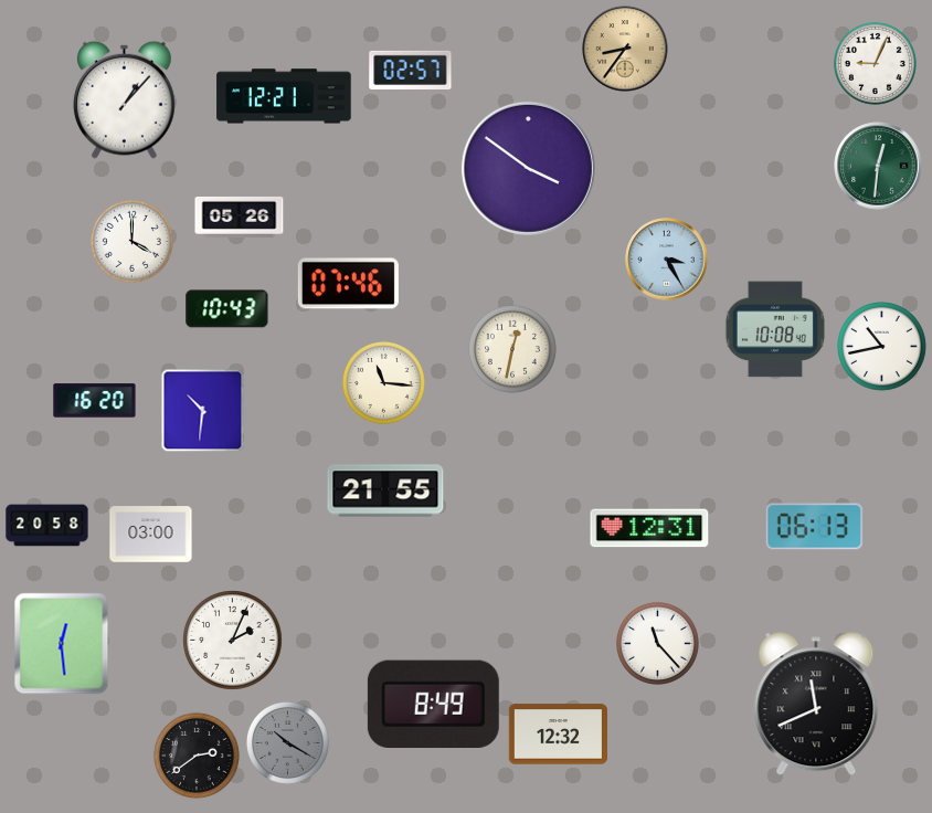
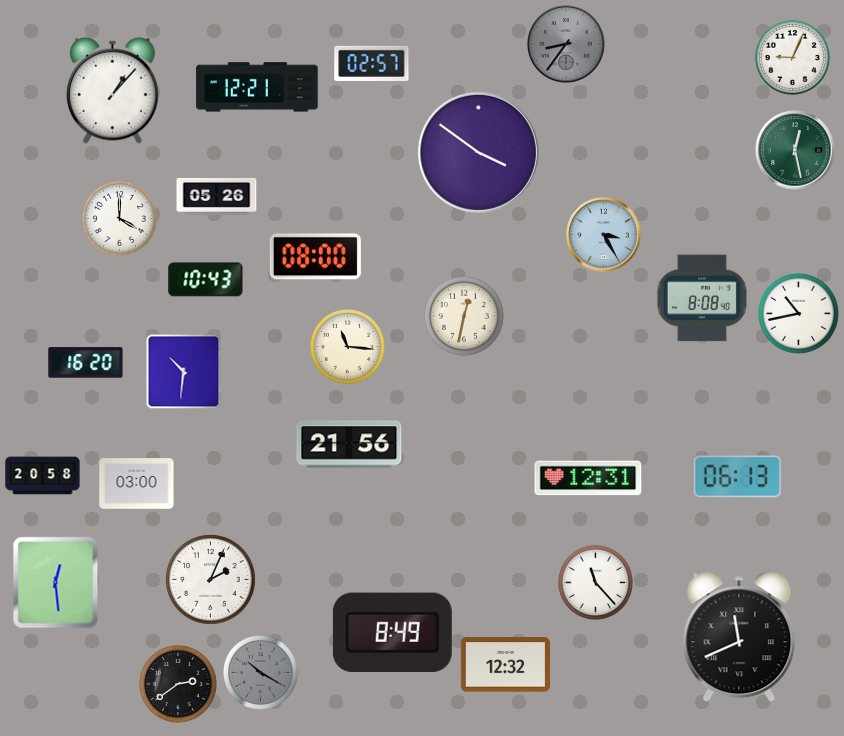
clock at (625, 49) dial: champagne -> grey
clock at (878, 166): 12:31 -> 12:28
clock at (348, 284): 07:46 -> 08:00
clock at (775, 329): 10:08 -> 8:08
clock at (385, 490): 21:55 -> 21:56
clock at (433, 704) position: (433, 704) -> (392, 632)
